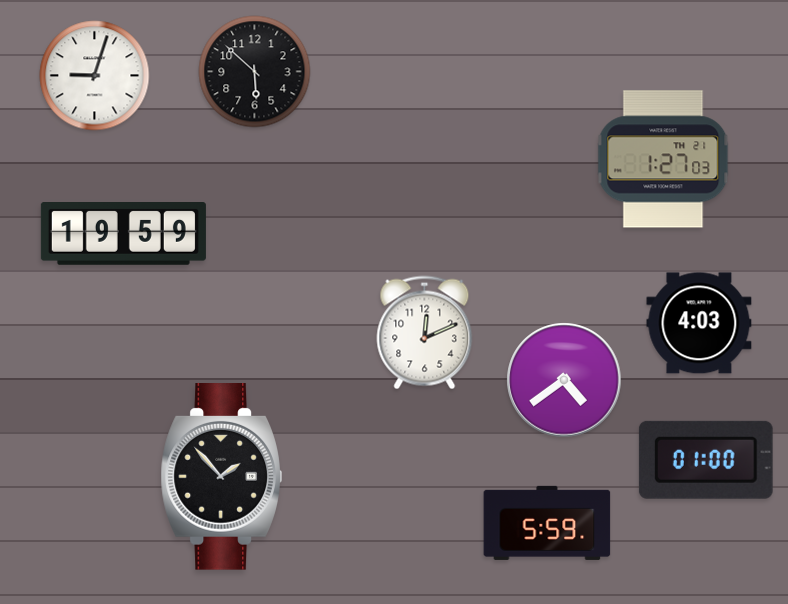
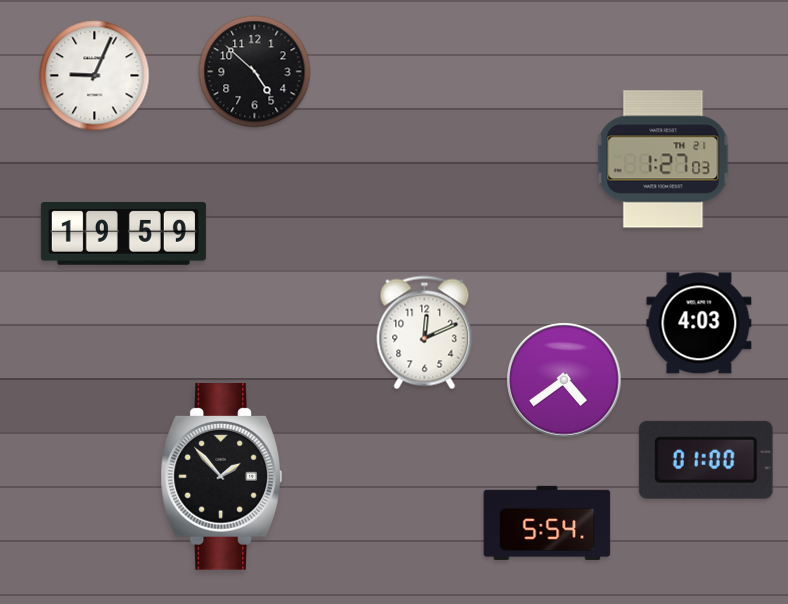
clock at (255, 72): 5:52 -> 4:52
clock at (95, 76): 9:03 -> 9:04
clock at (547, 523): 5:59 -> 5:54
